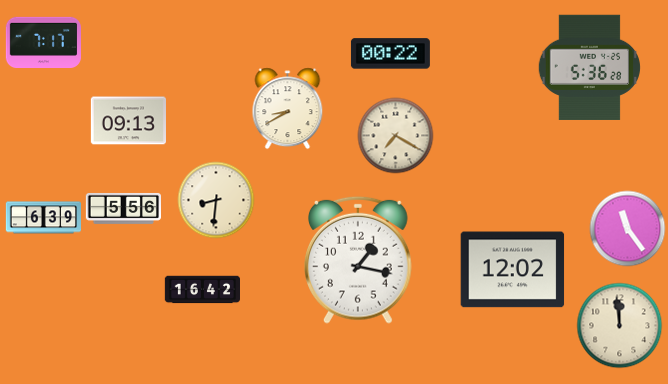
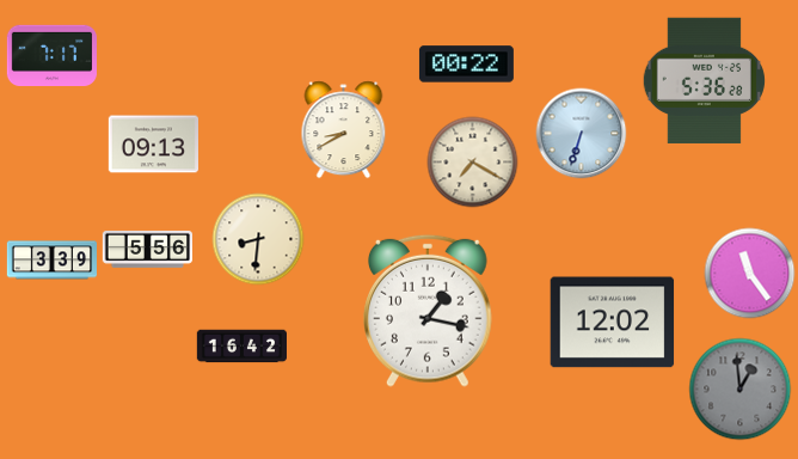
clock at (43, 42) position: (43, 42) -> (51, 55)
clock at (582, 134): none -> 6:33
clock at (43, 218): 6:39 -> 3:39
clock at (620, 326): 11:59 -> 12:59
clock at (620, 326) dial: cream -> grey
